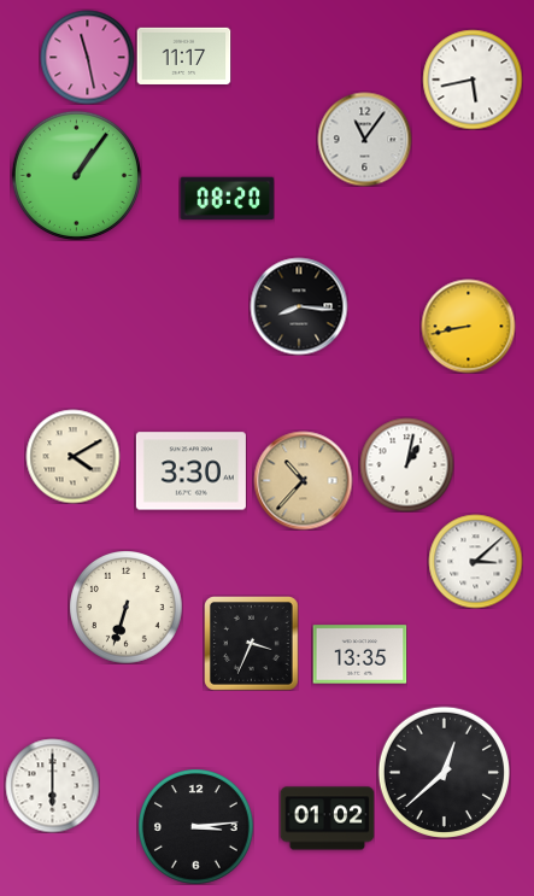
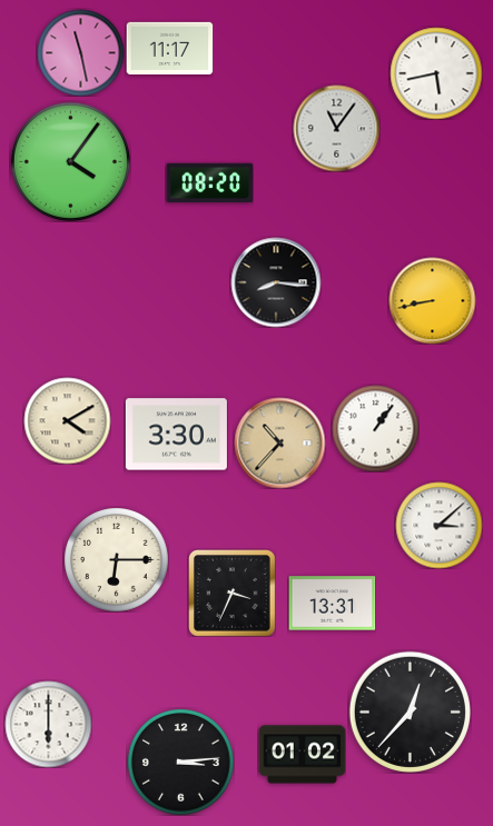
clock at (183, 55) position: (183, 55) -> (169, 48)
clock at (76, 175): 1:06 -> 4:06
clock at (406, 464): 1:02 -> 1:06
clock at (475, 561) position: (475, 561) -> (438, 525)
clock at (125, 607): 6:33 -> 6:15
clock at (359, 655): 13:35 -> 13:31
clock at (444, 772): 12:38 -> 12:37
